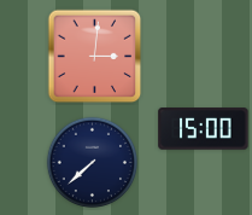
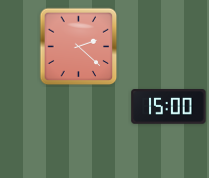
clock at (95, 57): 3:01 -> 2:22
clock at (92, 162): 7:38 -> none
